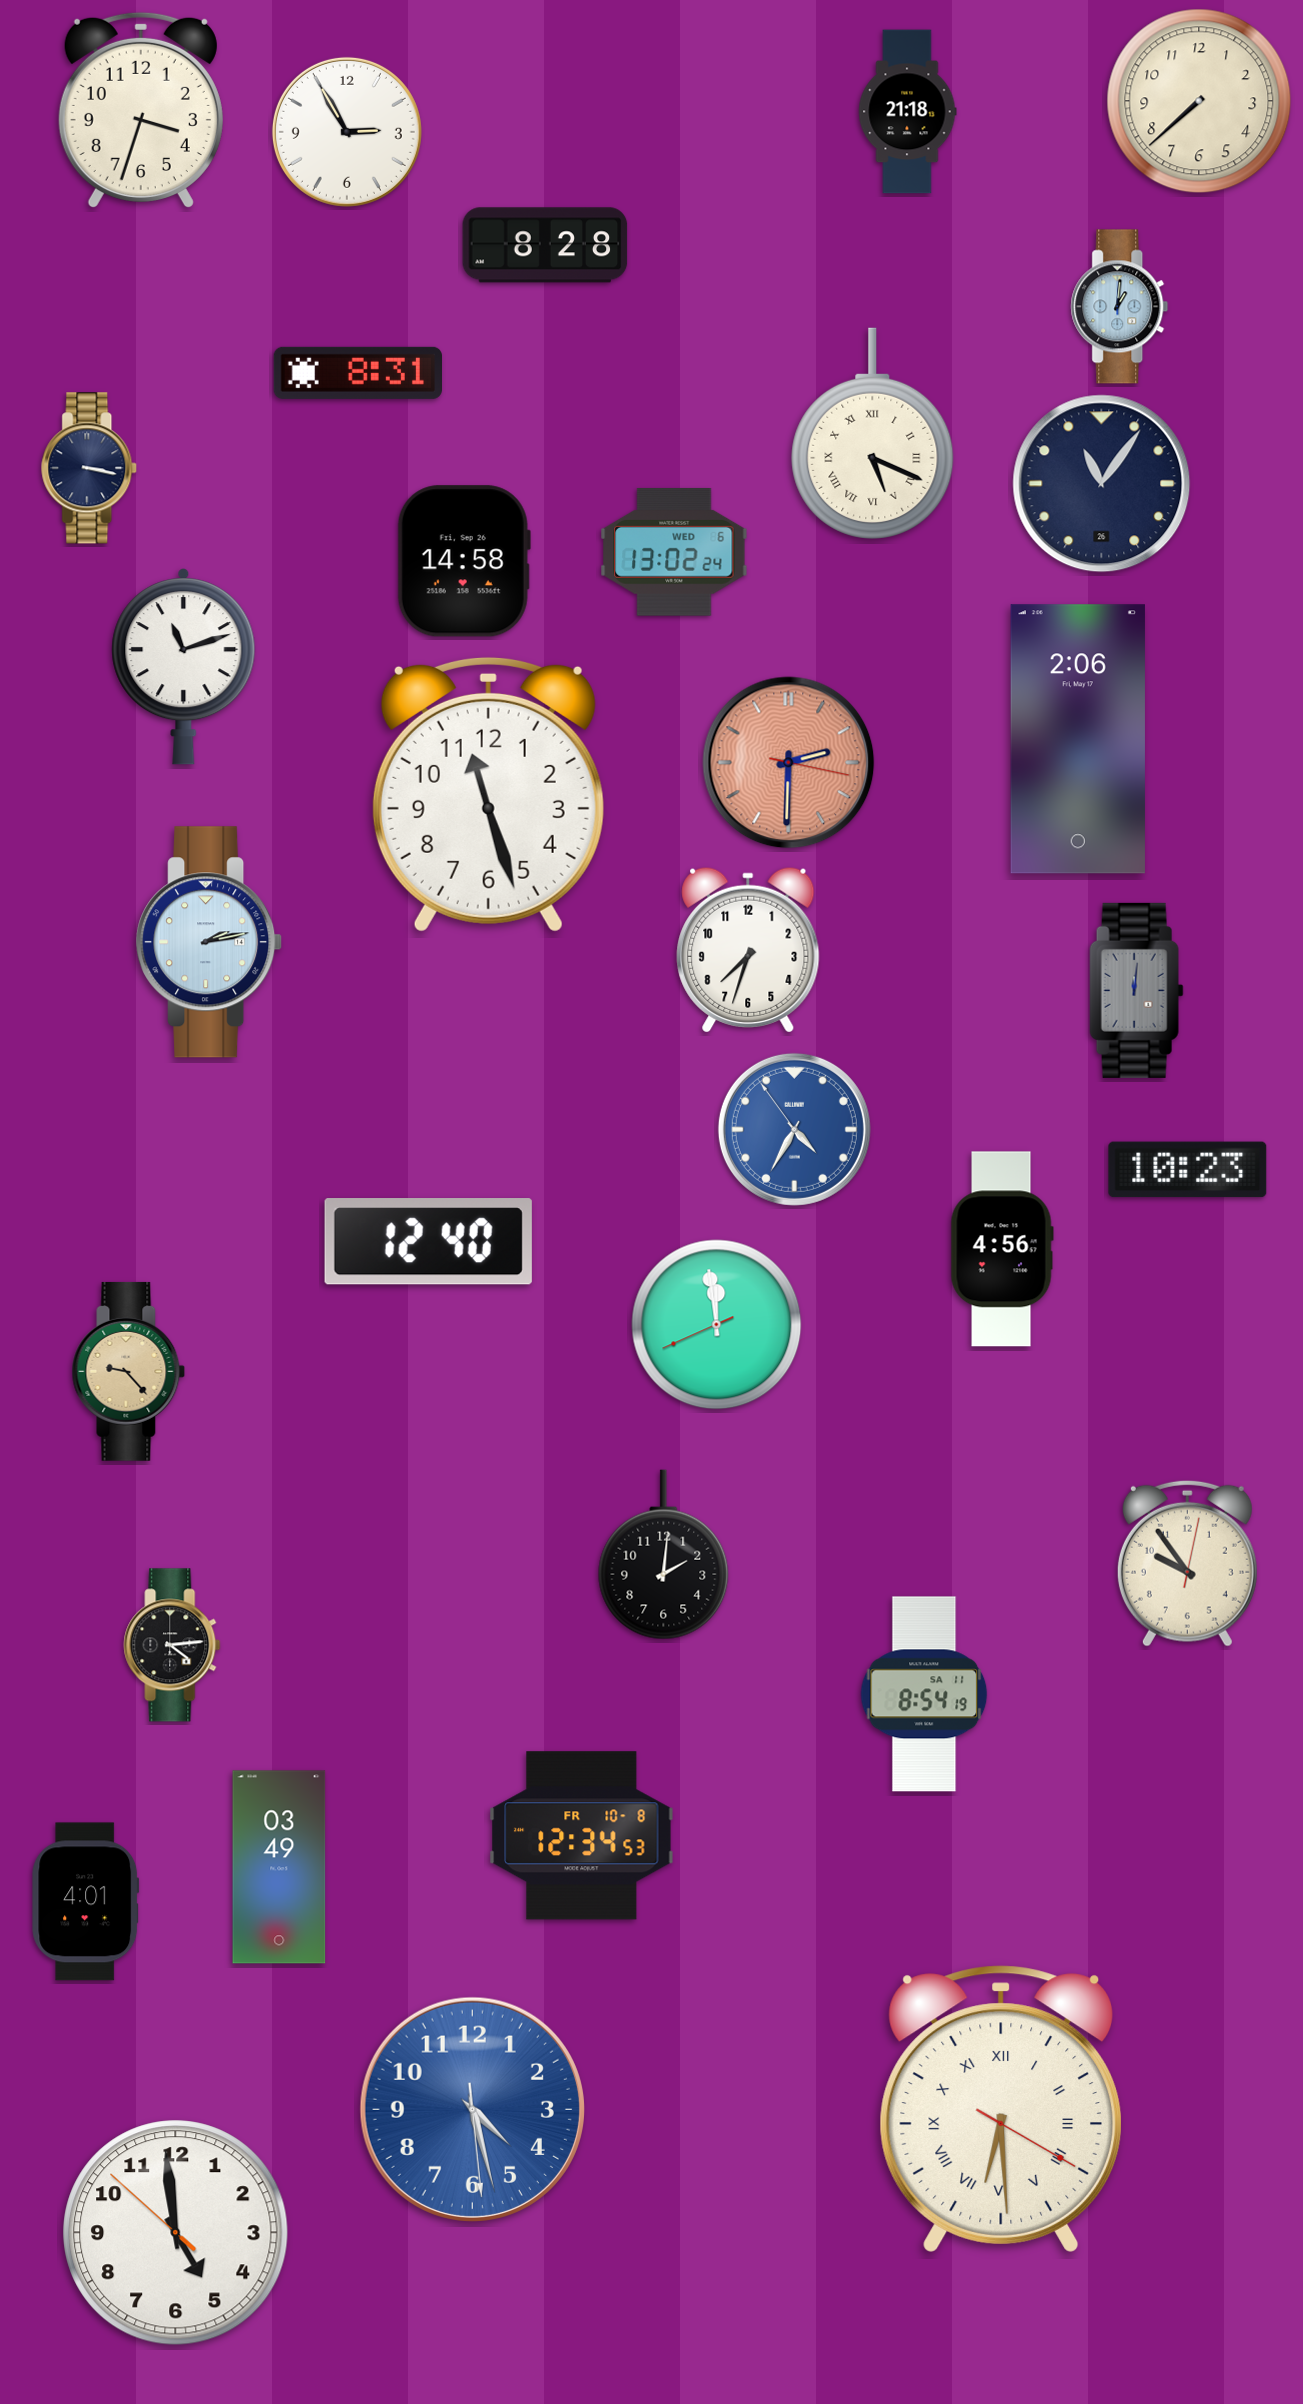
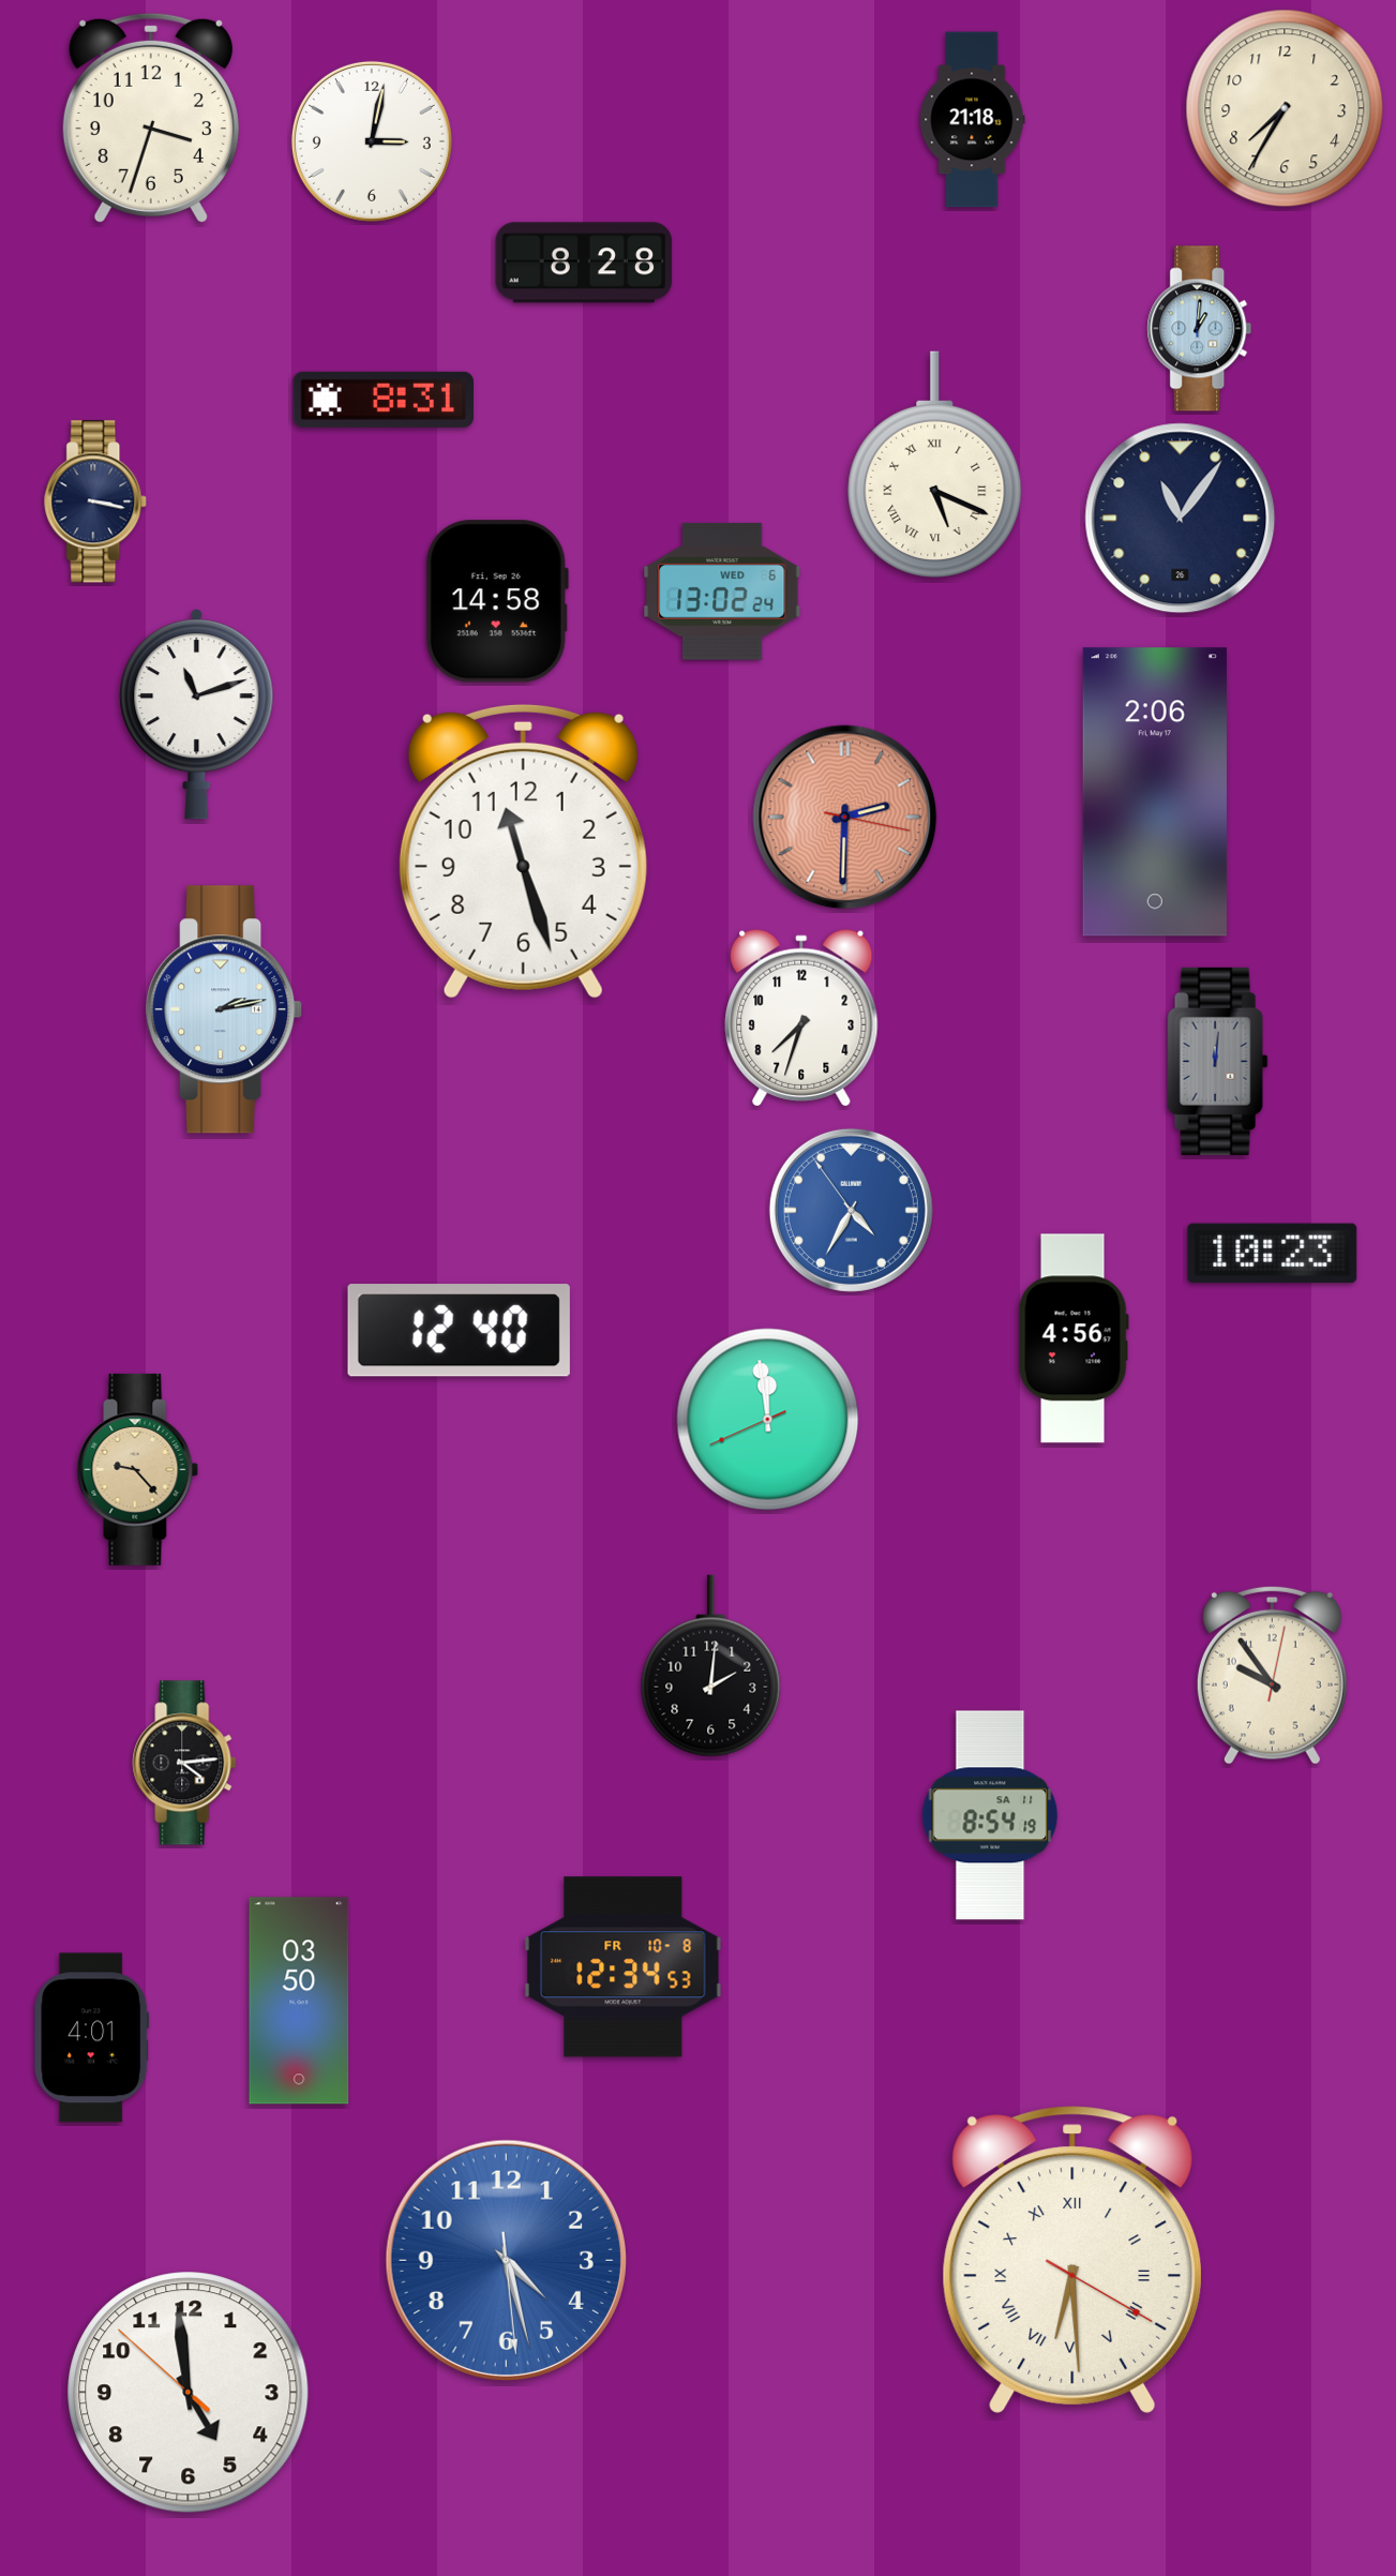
clock at (1199, 101): 7:38 -> 7:35
clock at (347, 132): 2:55 -> 3:02
clock at (279, 1867): 03:49 -> 03:50
